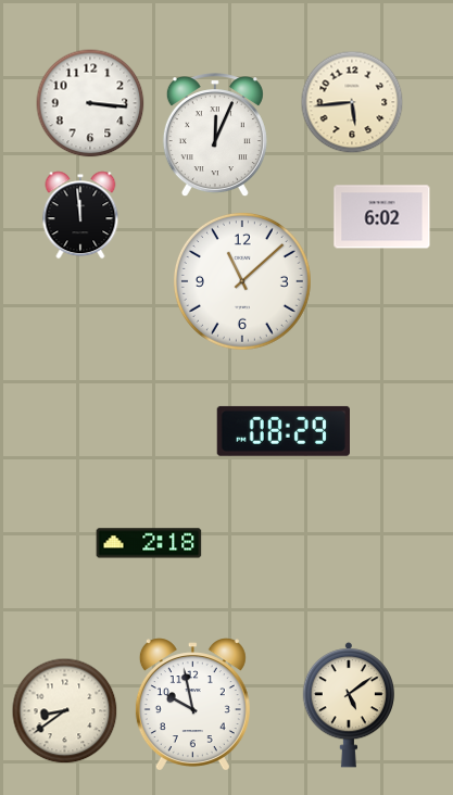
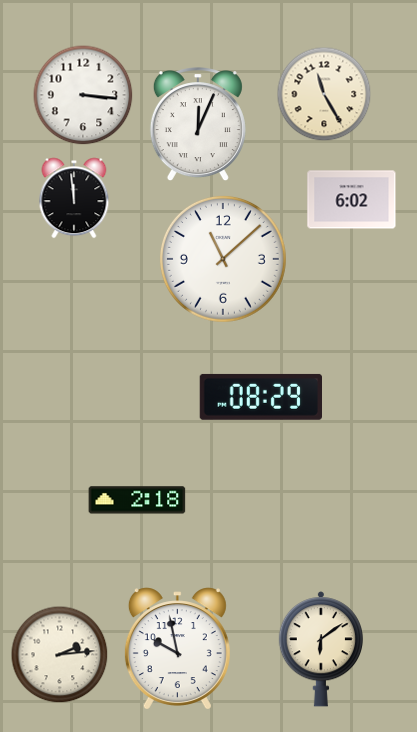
clock at (352, 102): 5:44 -> 11:25
clock at (348, 705): 5:09 -> 6:09
clock at (65, 711): 8:39 -> 2:14
